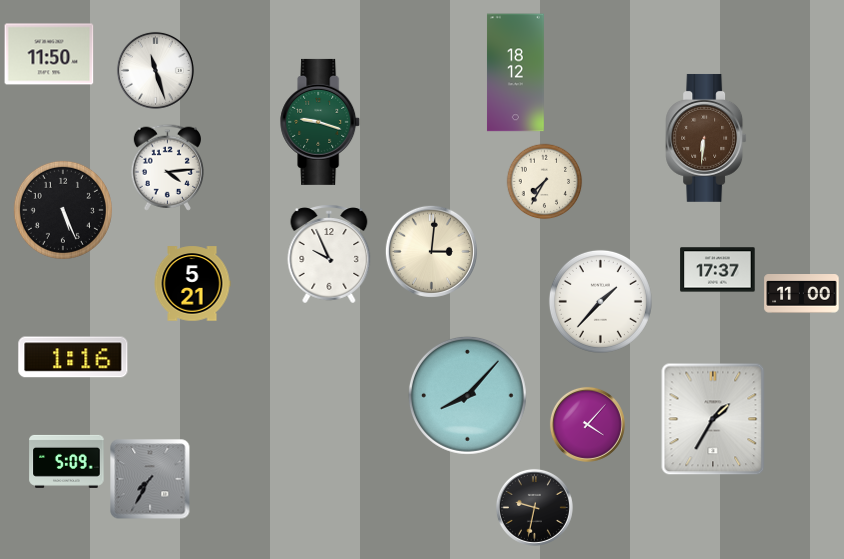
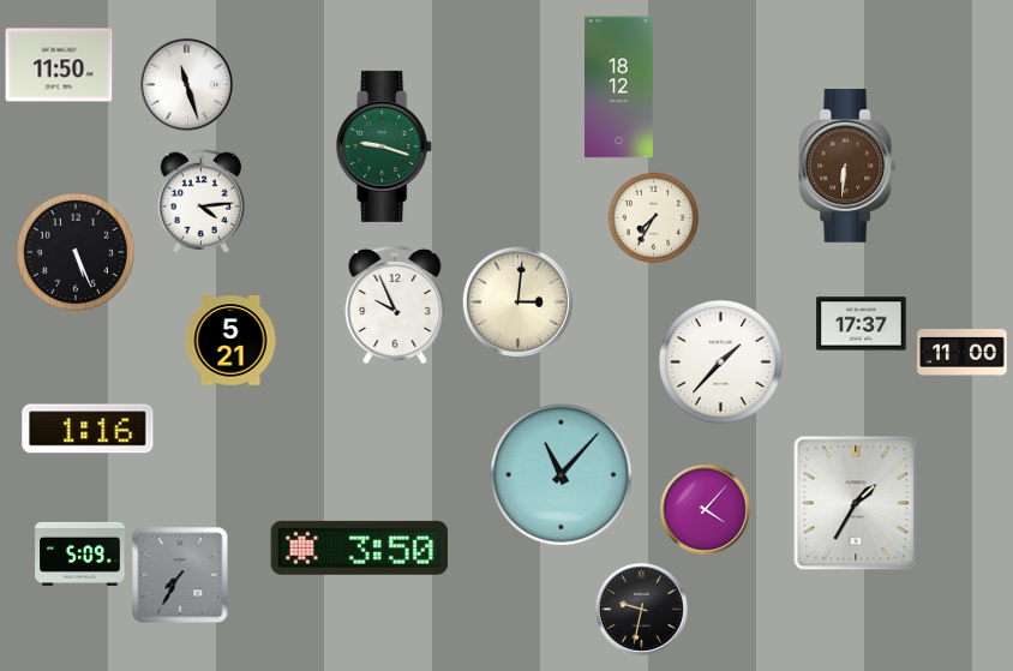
clock at (467, 395): 8:07 -> 11:07
clock at (359, 547): none -> 3:50
